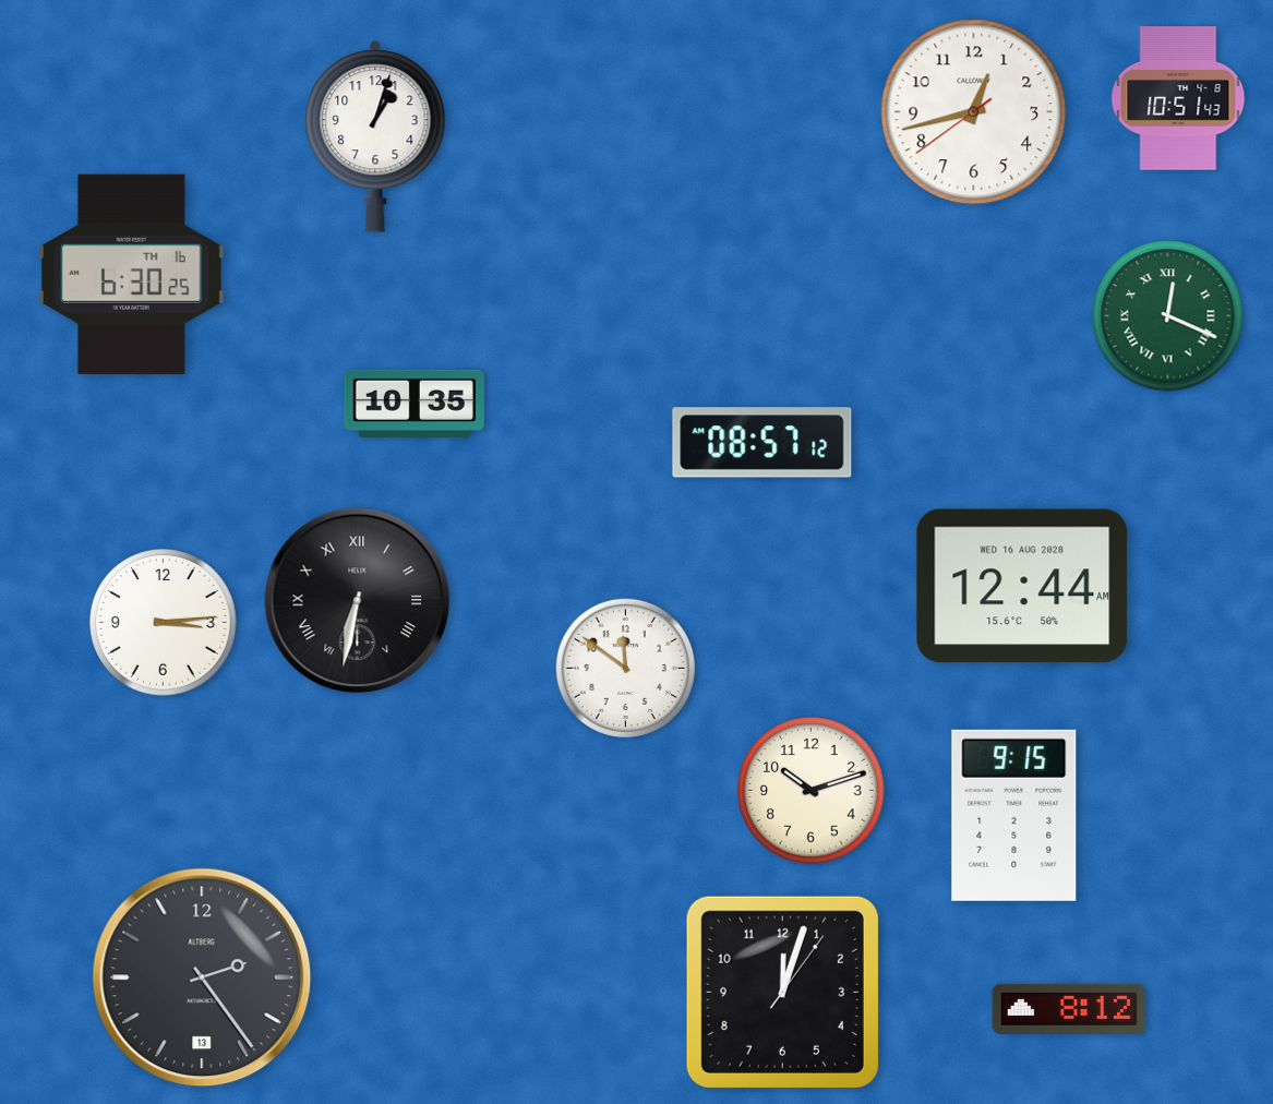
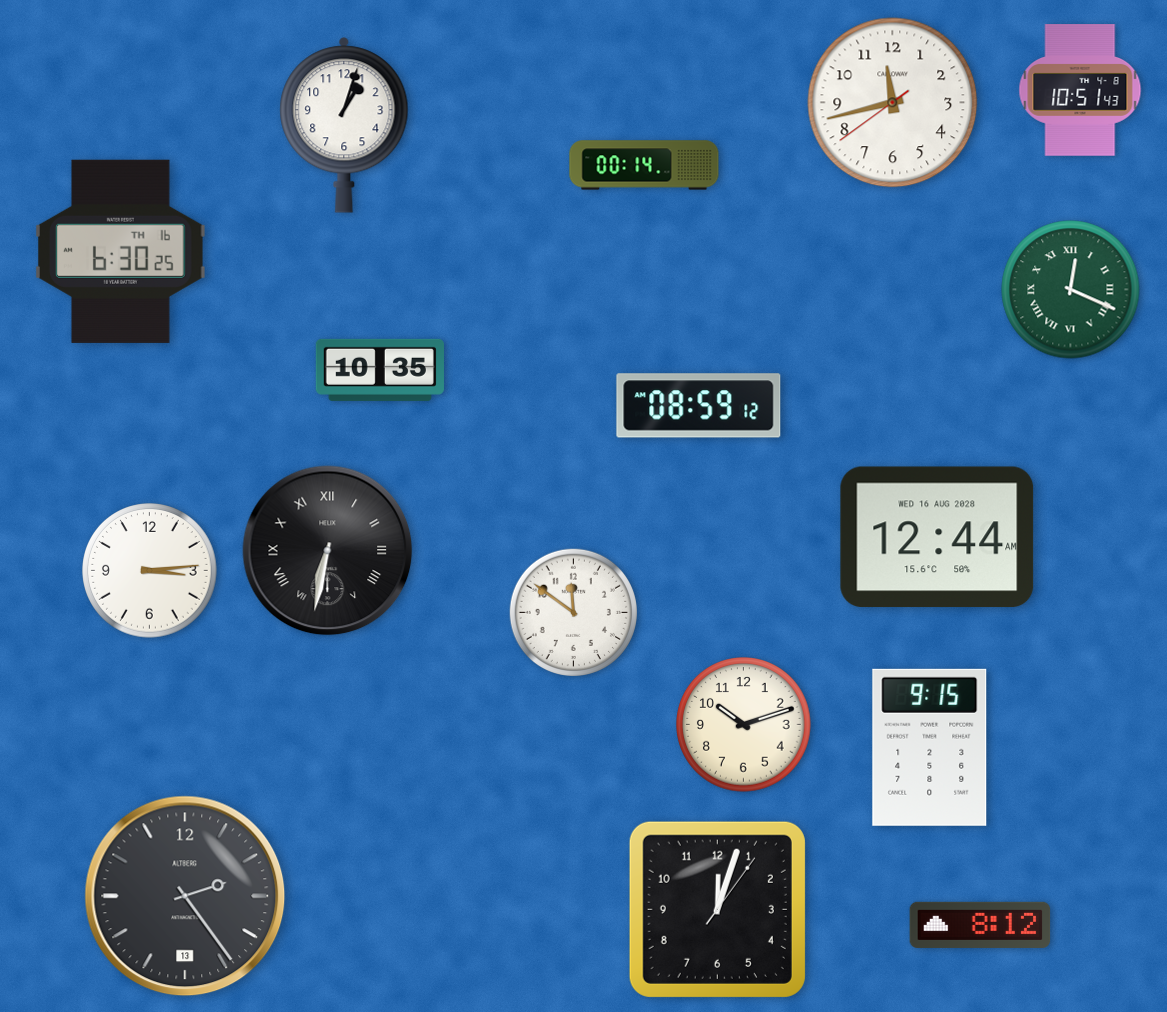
clock at (974, 112): 12:42 -> 11:42
clock at (644, 165): none -> 00:14
clock at (762, 443): 08:57 -> 08:59
